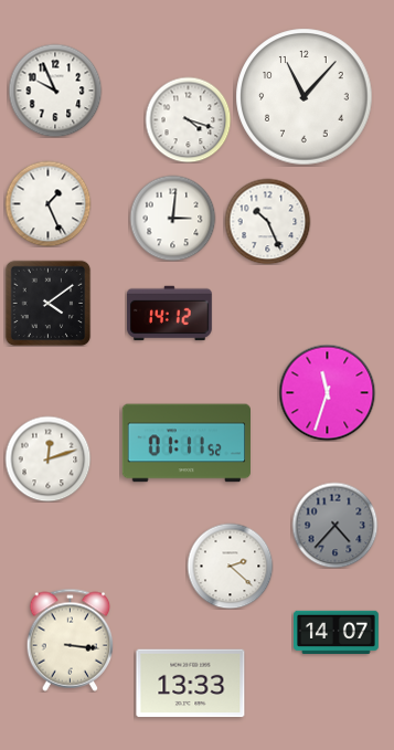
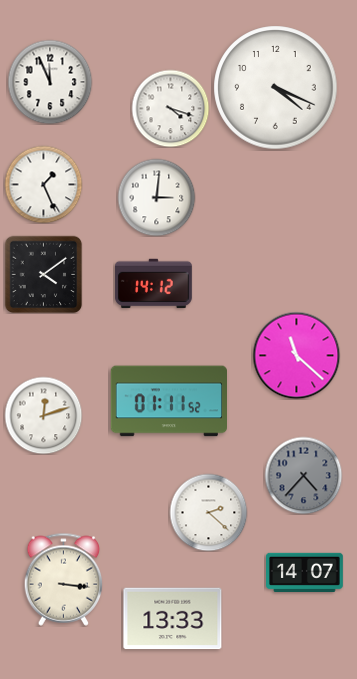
clock at (55, 91): 9:56 -> 11:56
clock at (305, 97): 11:07 -> 4:19
clock at (267, 221): 10:26 -> none
clock at (327, 392): 11:33 -> 11:22
